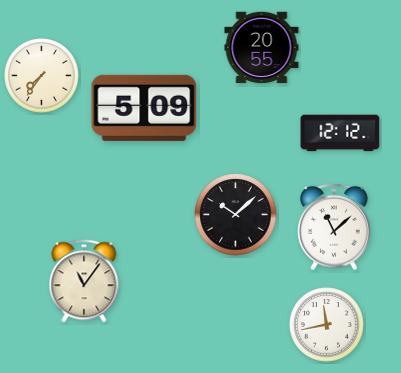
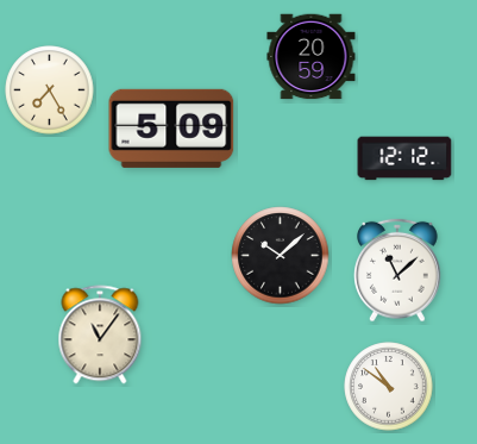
clock at (262, 48): 20:55 -> 20:59
clock at (42, 76): 7:36 -> 7:25
clock at (327, 325): 11:43 -> 10:51
